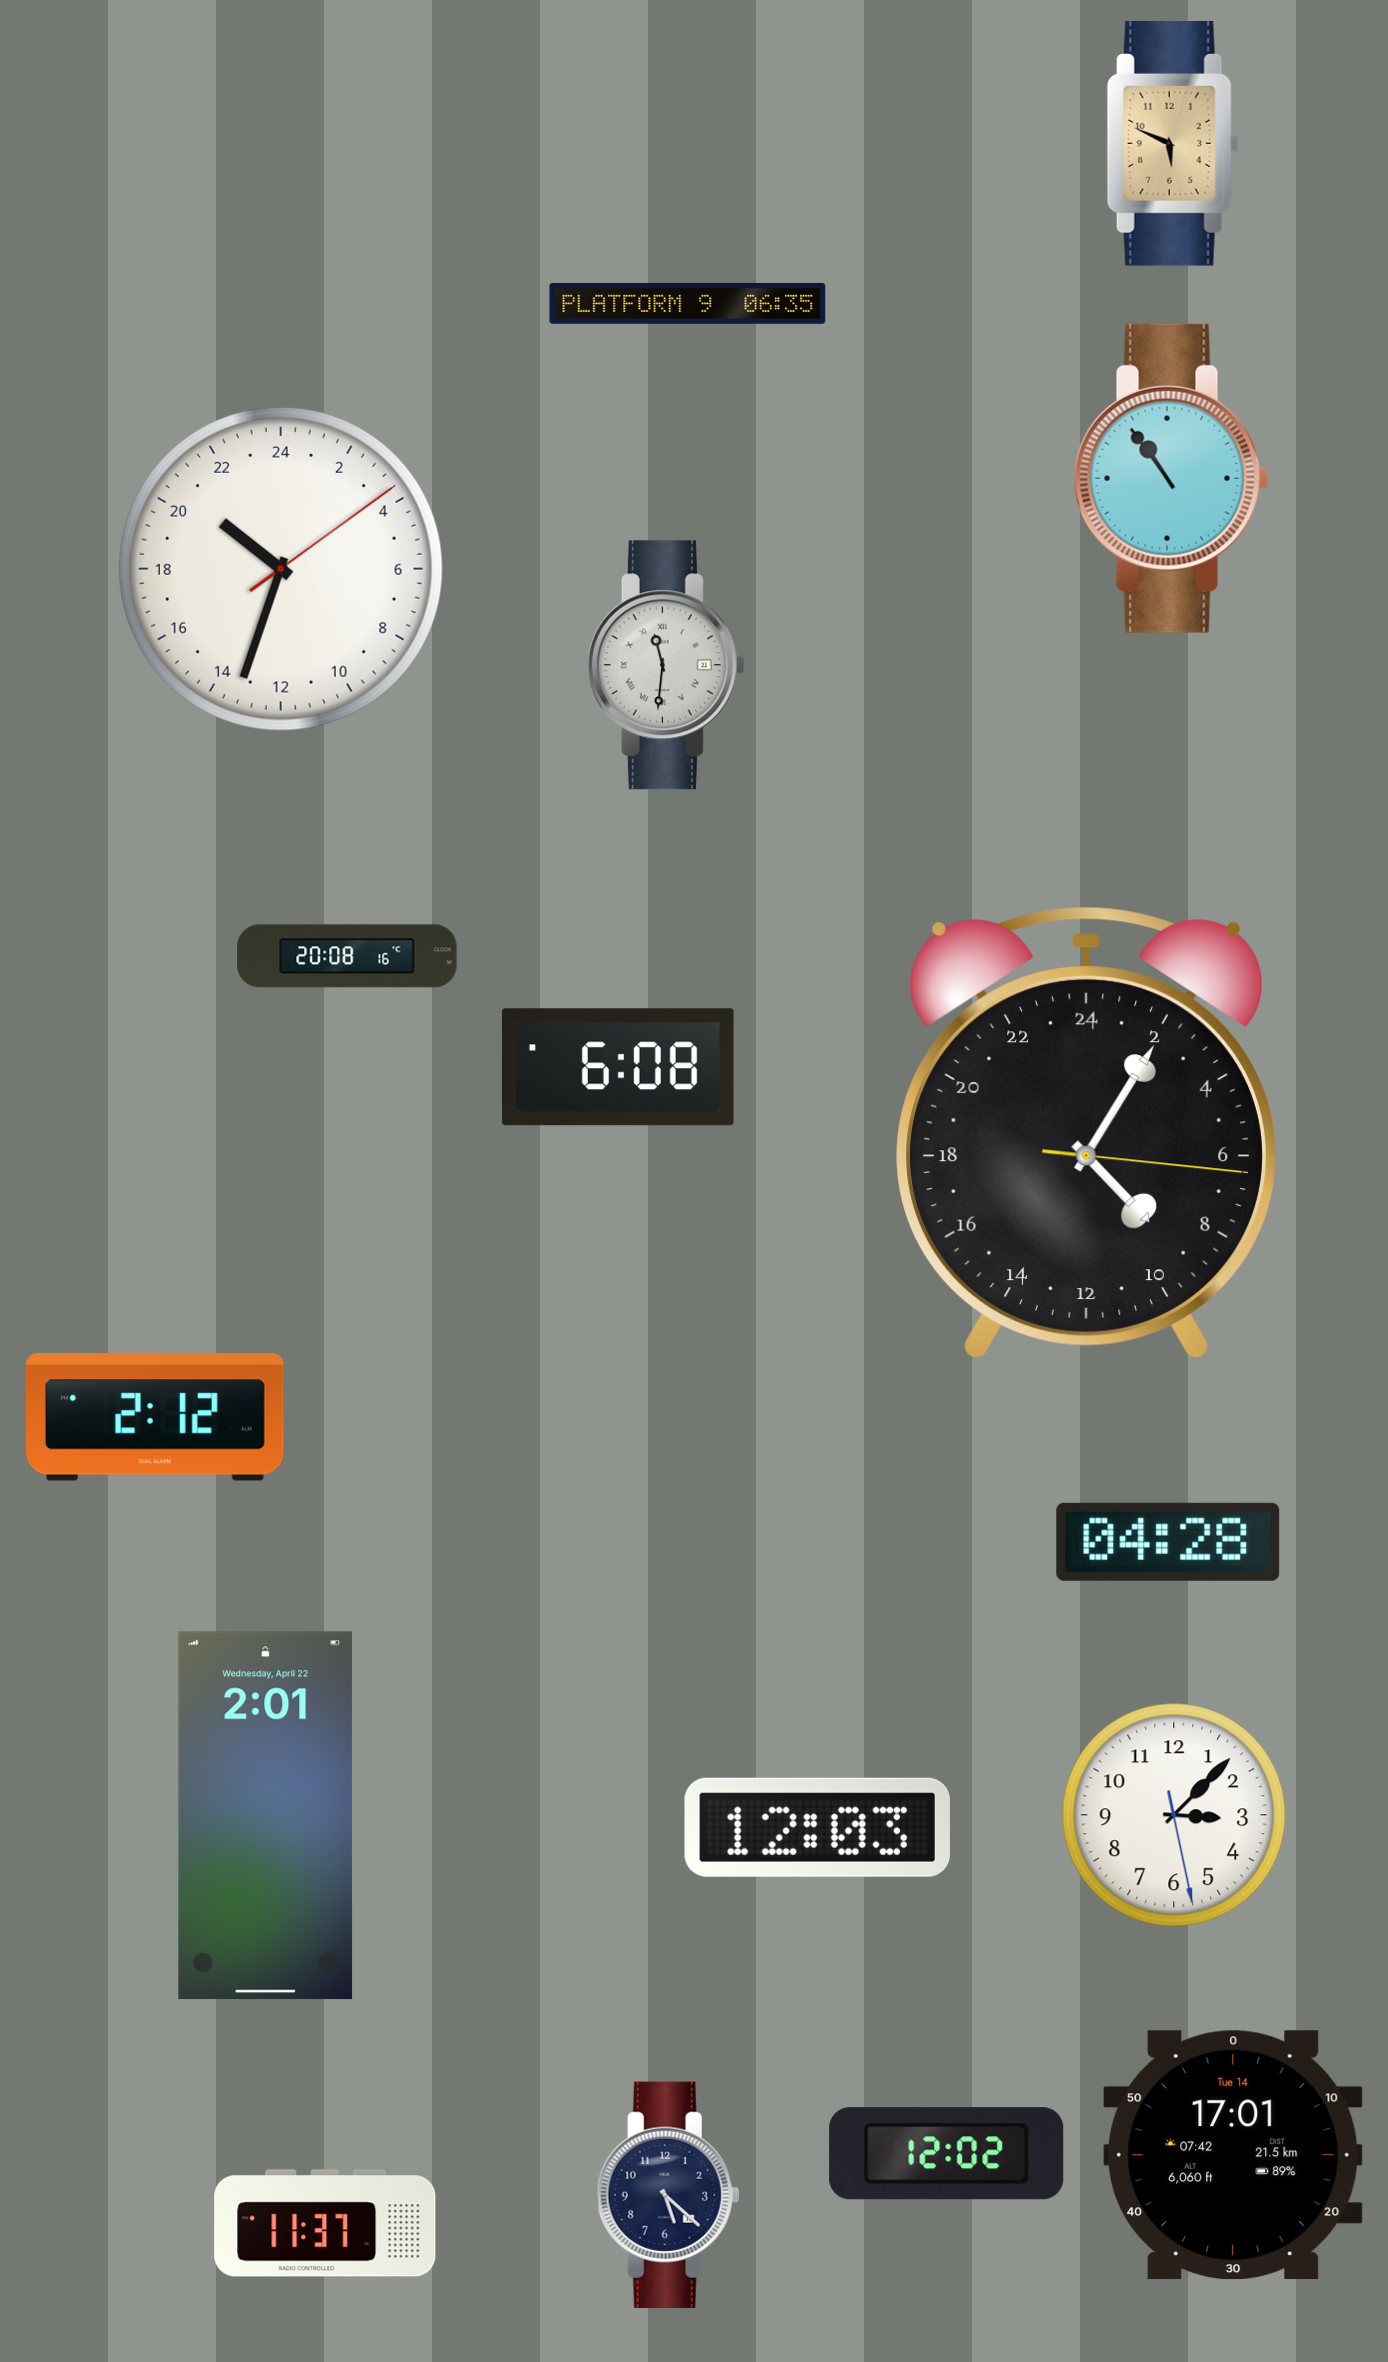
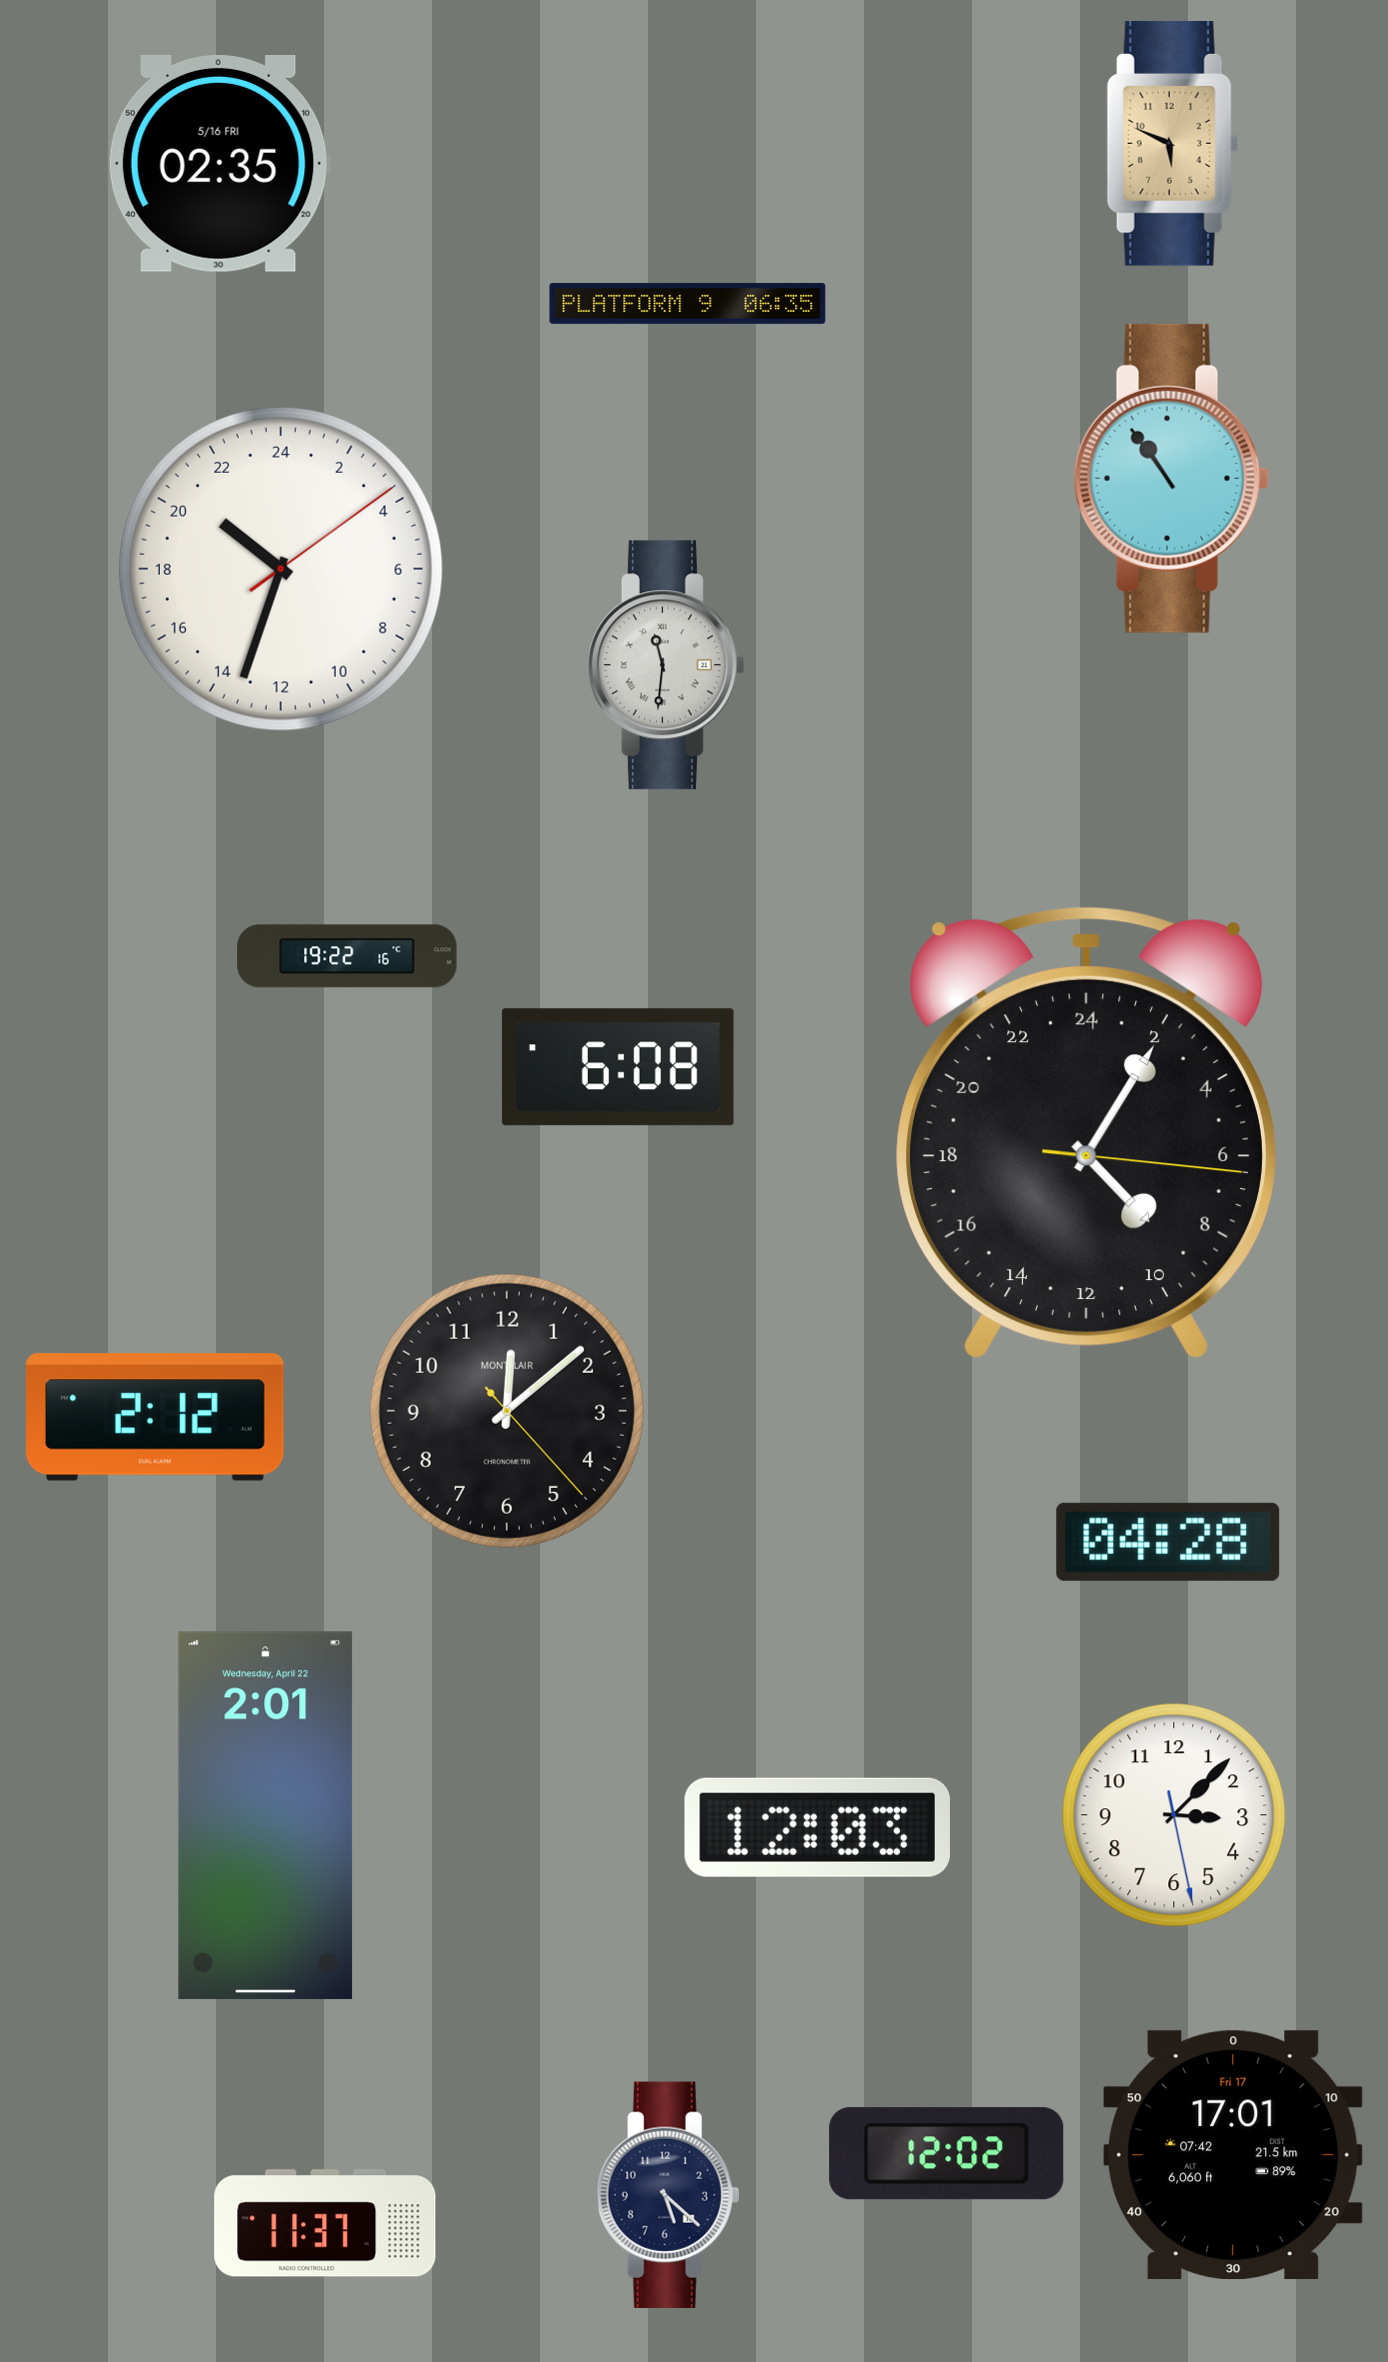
clock at (219, 163): none -> 02:35
clock at (347, 956): 20:08 -> 19:22
clock at (507, 1411): none -> 12:08
clock at (1234, 2155) date: Tue 14 -> Fri 17
